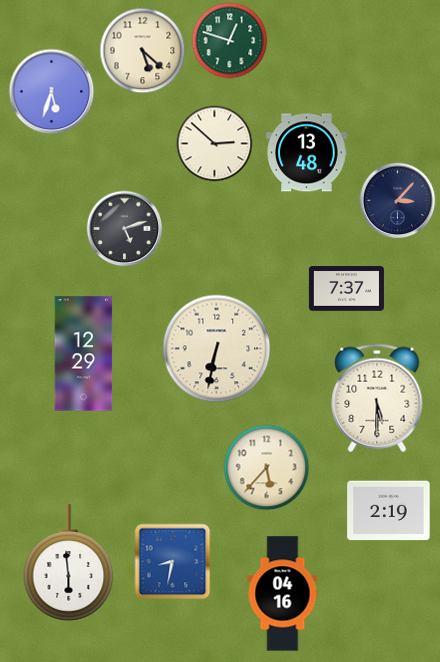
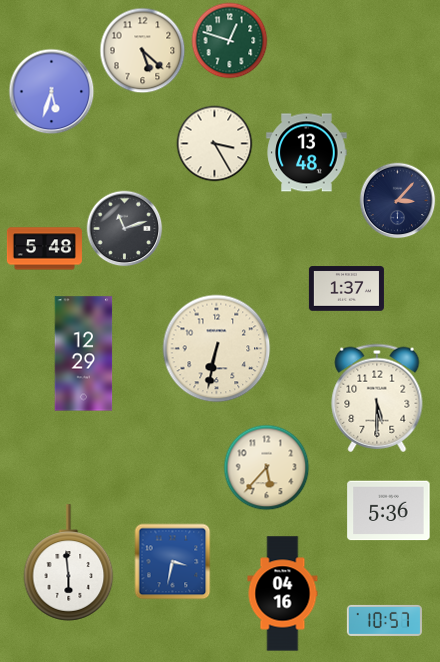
clock at (215, 144): 2:52 -> 3:25
clock at (125, 229): 5:12 -> 11:12
clock at (44, 249): none -> 5:48
clock at (346, 289): 7:37 -> 1:37
clock at (389, 511): 2:19 -> 5:36
clock at (173, 562): 8:32 -> 3:32
clock at (384, 620): none -> 10:57
